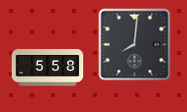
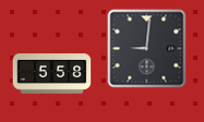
clock at (135, 45): 8:01 -> 9:01
